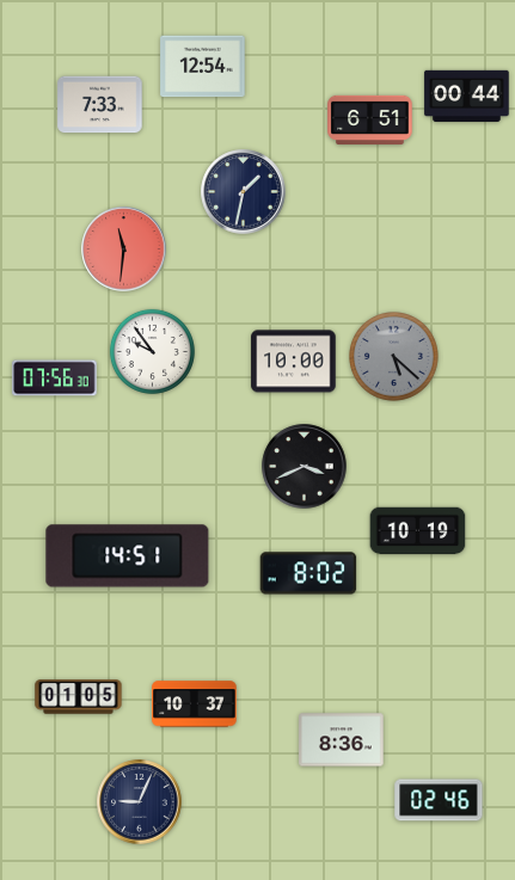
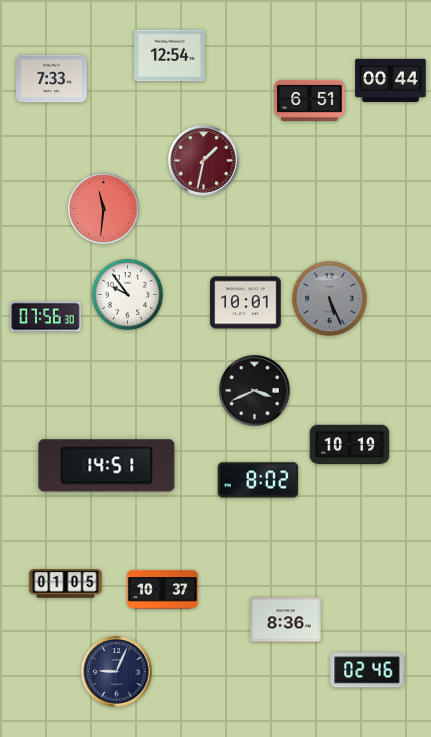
clock at (100, 105) position: (100, 105) -> (52, 79)
clock at (244, 192) dial: navy -> burgundy
clock at (394, 357): 5:22 -> 5:26
clock at (294, 362): 10:00 -> 10:01
